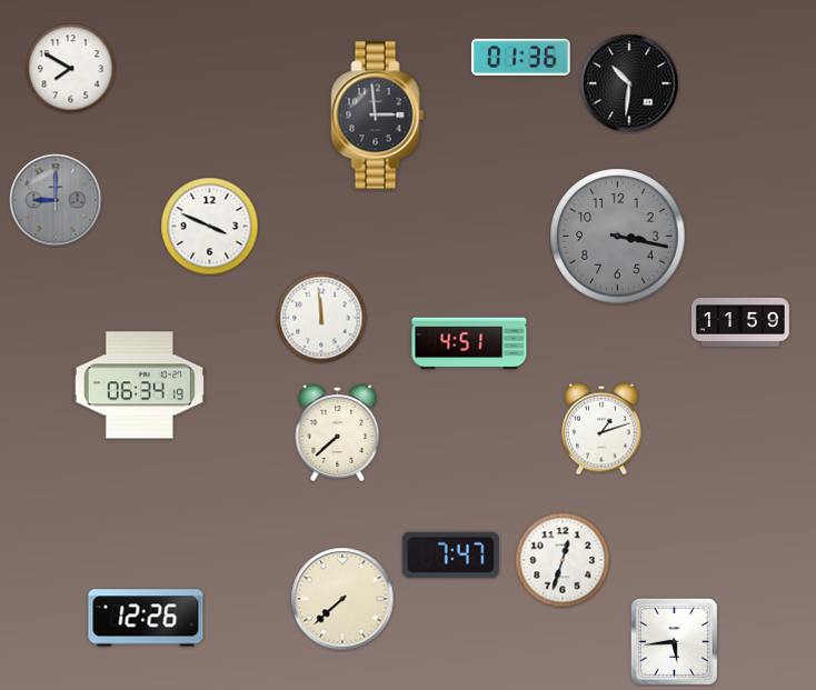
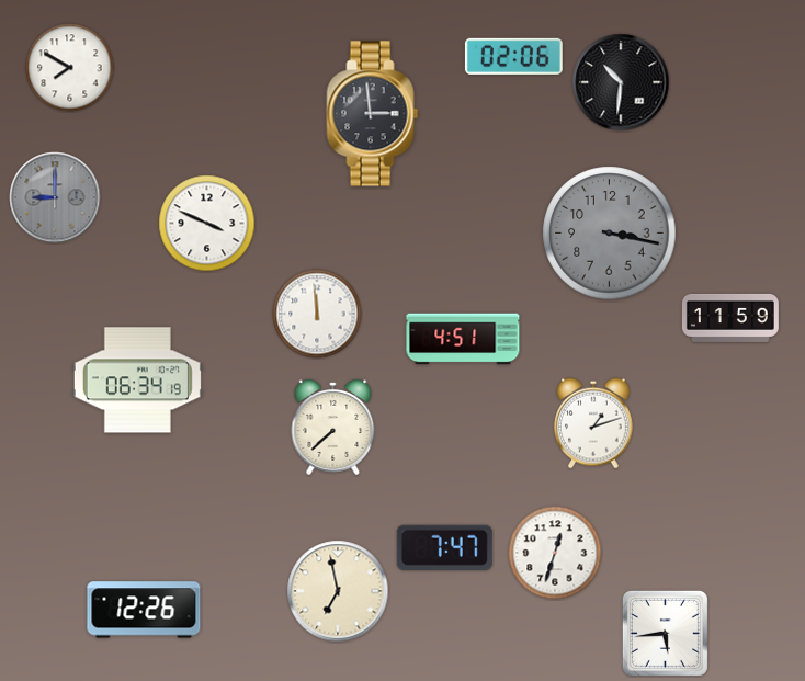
clock at (520, 57): 01:36 -> 02:06
clock at (342, 599): 7:38 -> 6:58
